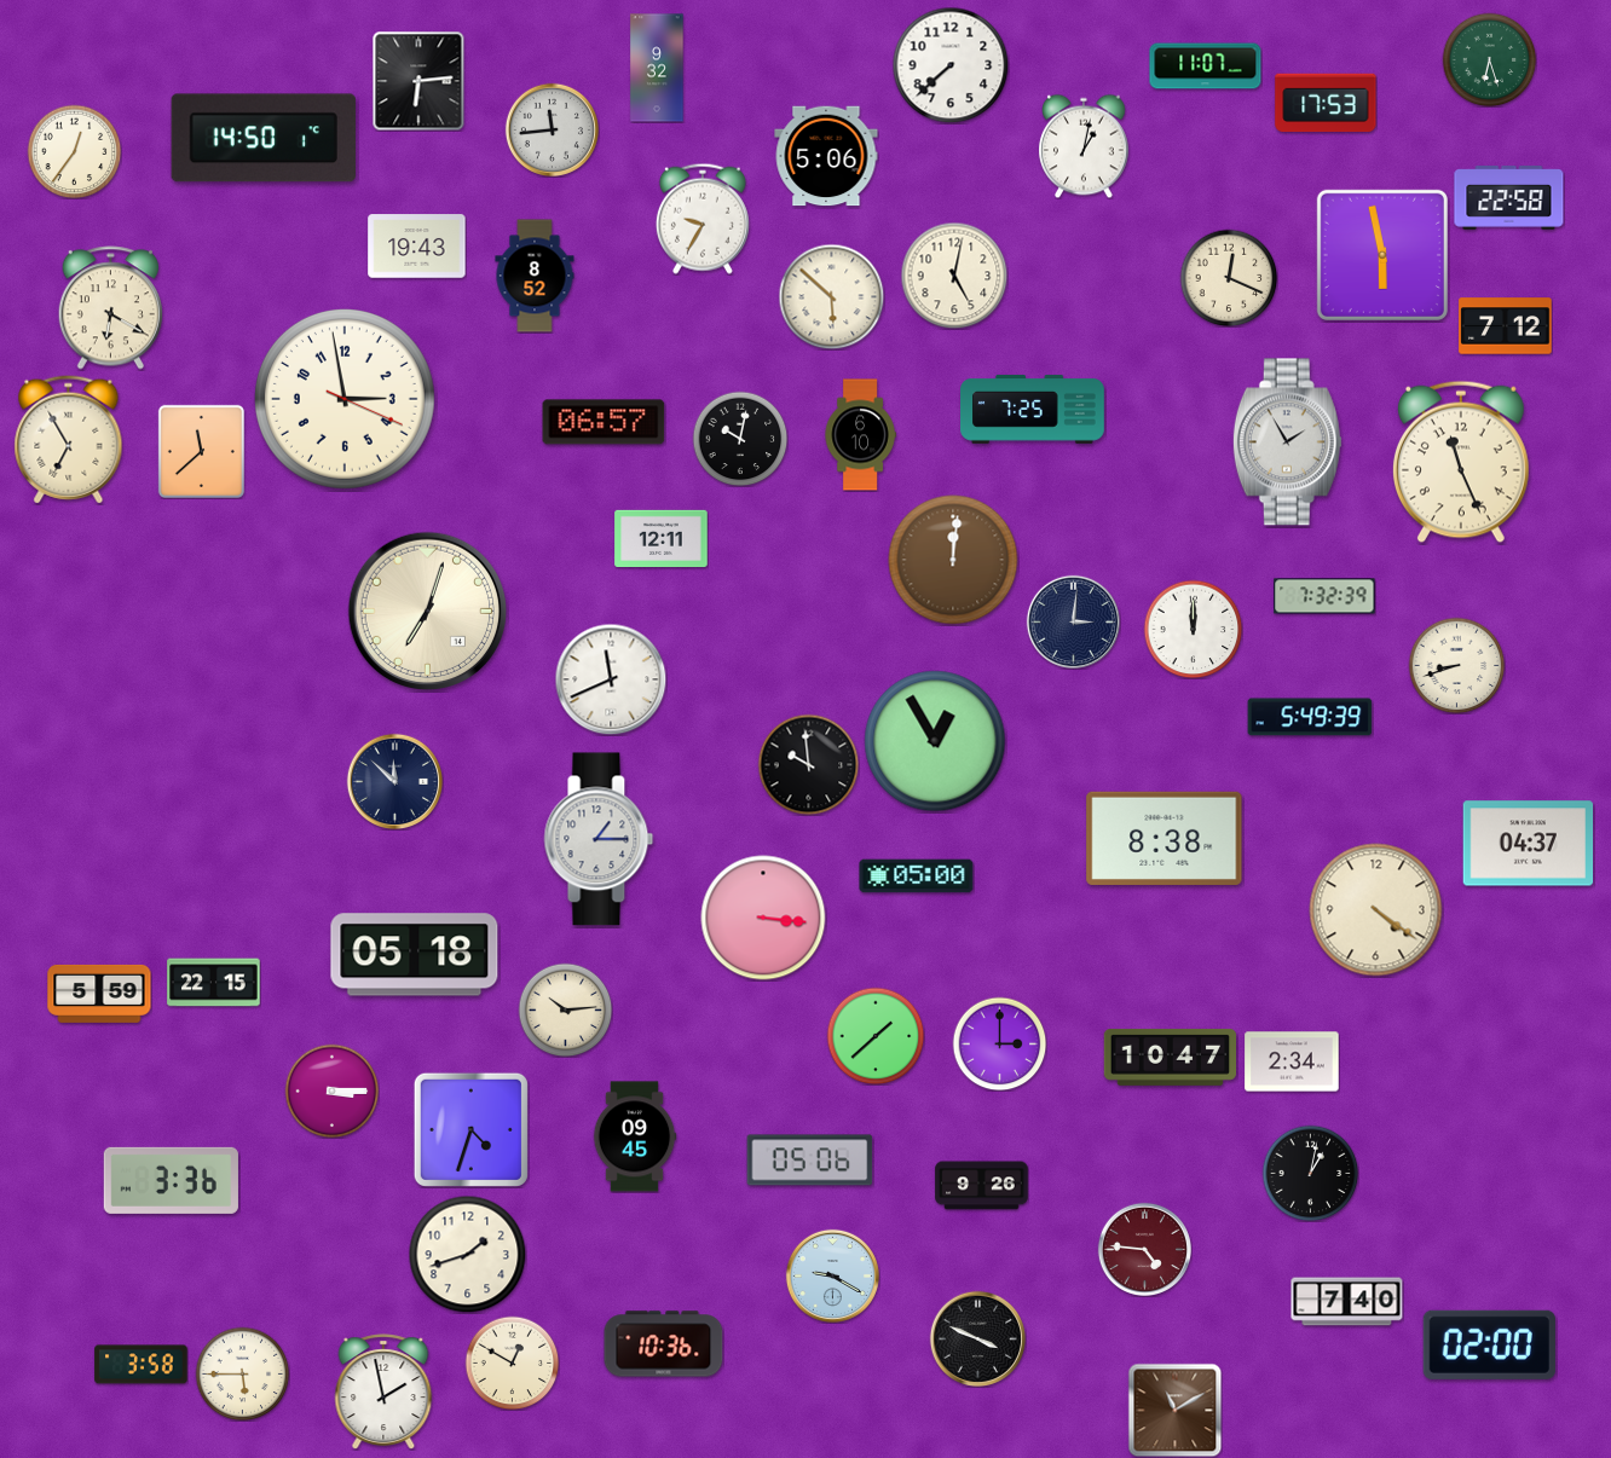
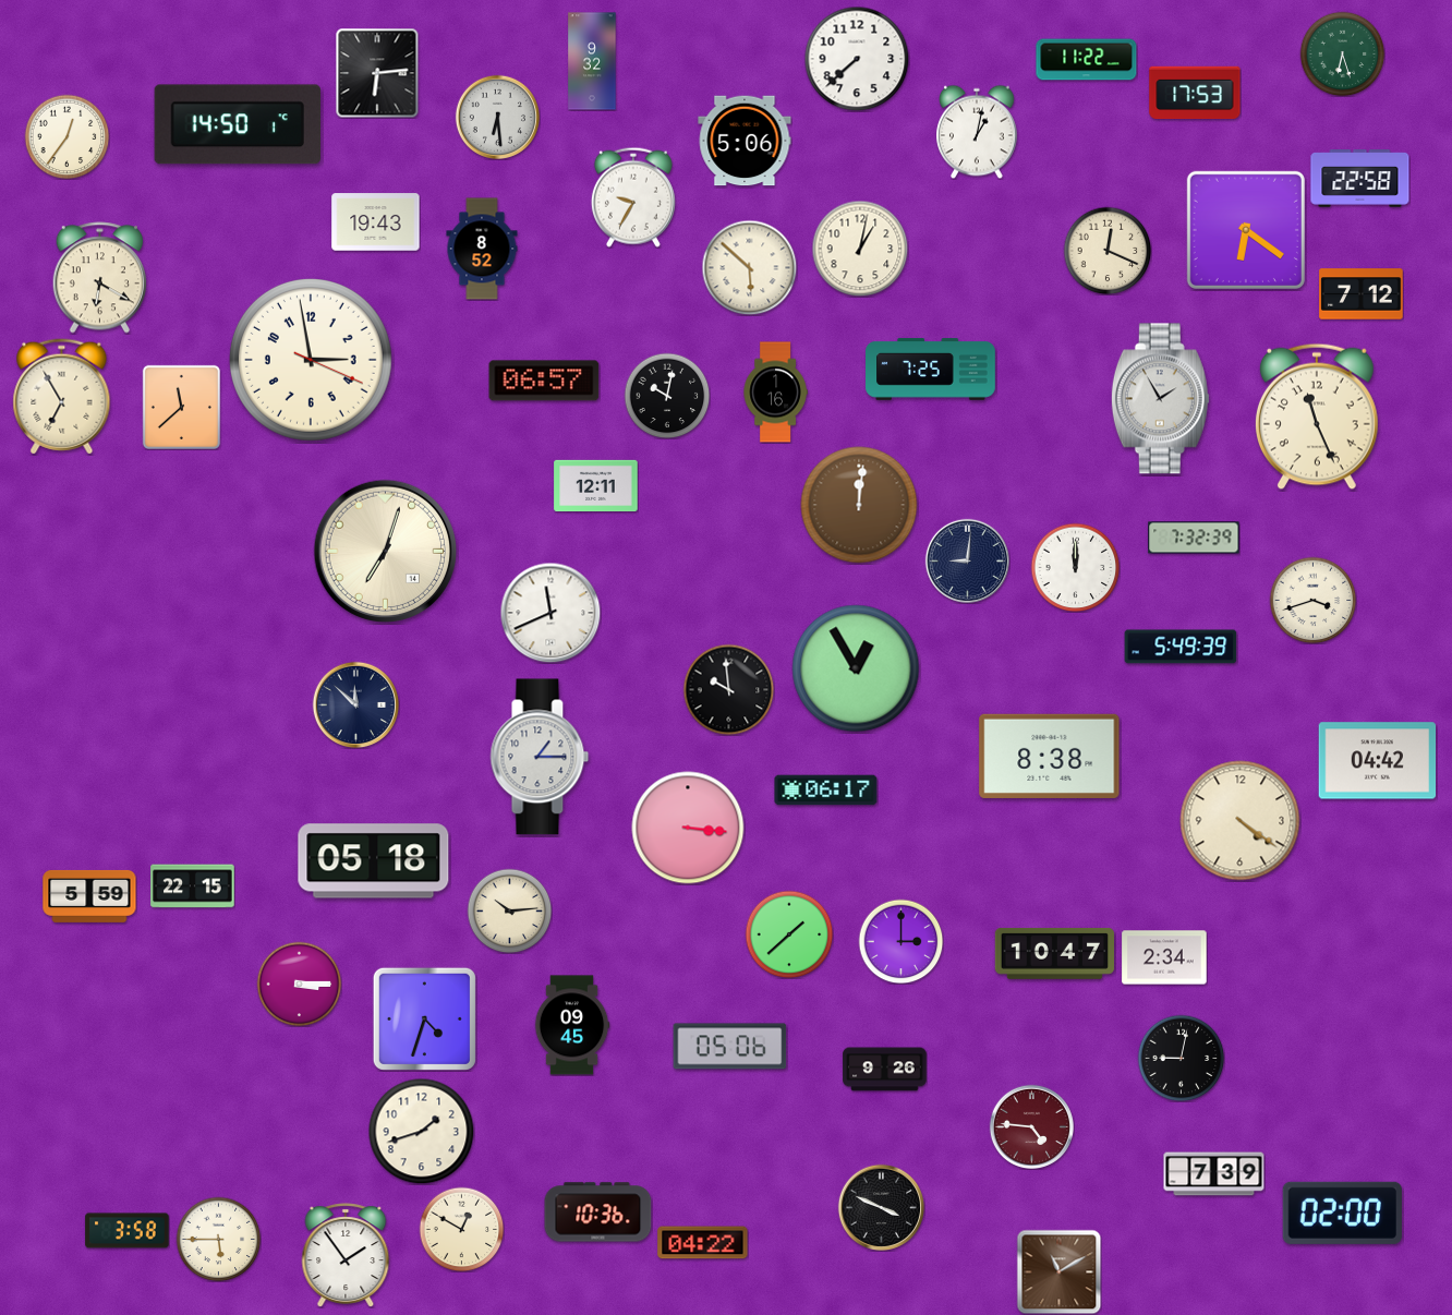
clock at (1206, 66): 11:07 -> 11:22
clock at (552, 129): 11:44 -> 6:29
clock at (1382, 255): 5:58 -> 6:21
clock at (954, 276): 5:02 -> 1:02
clock at (1506, 326) position: (1506, 326) -> (1362, 294)
clock at (860, 435): 6:10 -> 1:16
clock at (1073, 621): 3:01 -> 9:01
clock at (1456, 665): 8:42 -> 3:42
clock at (935, 741) position: (935, 741) -> (856, 668)
clock at (1529, 844): 04:37 -> 04:42
clock at (917, 876): 05:00 -> 06:17
clock at (1310, 1173): 1:02 -> 9:02
clock at (171, 1180): 3:36 -> none
clock at (832, 1275): 9:20 -> none
clock at (1347, 1302): 7:40 -> 7:39
clock at (703, 1243): none -> 04:22
clock at (383, 1392): 1:58 -> 1:54
